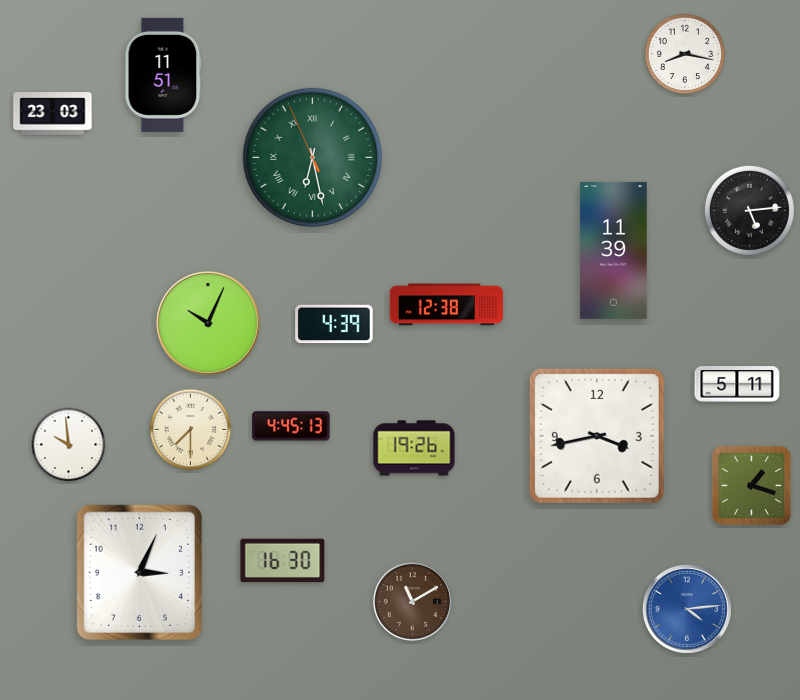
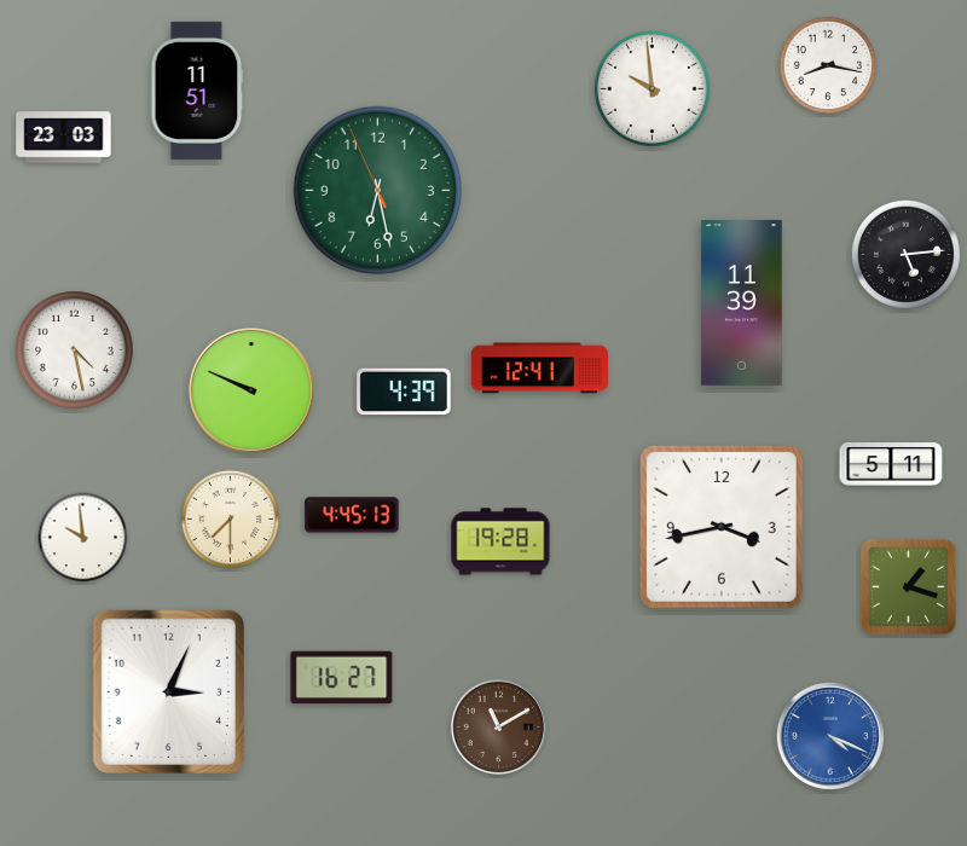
clock at (653, 89): none -> 9:59
clock at (312, 157) numerals: Roman -> Arabic
clock at (75, 350): none -> 4:28
clock at (446, 305): 12:38 -> 12:41
clock at (208, 323): 10:04 -> 9:49
clock at (414, 448): 19:26 -> 19:28
clock at (283, 561): 16:30 -> 16:27
clock at (687, 609): 4:14 -> 4:19
